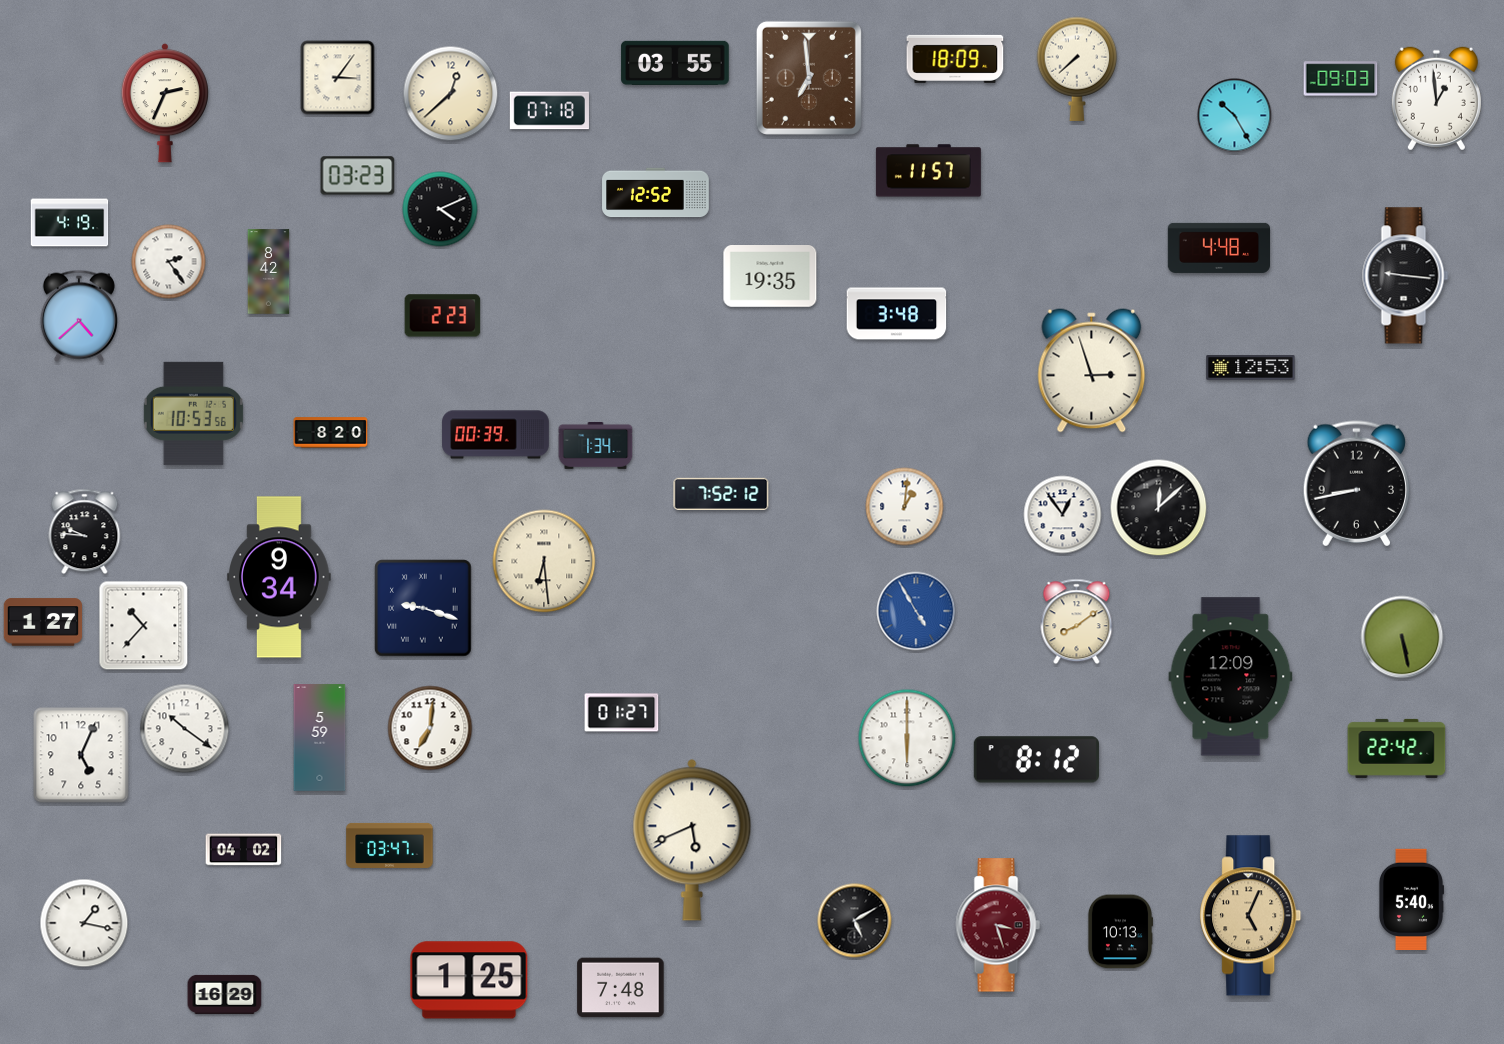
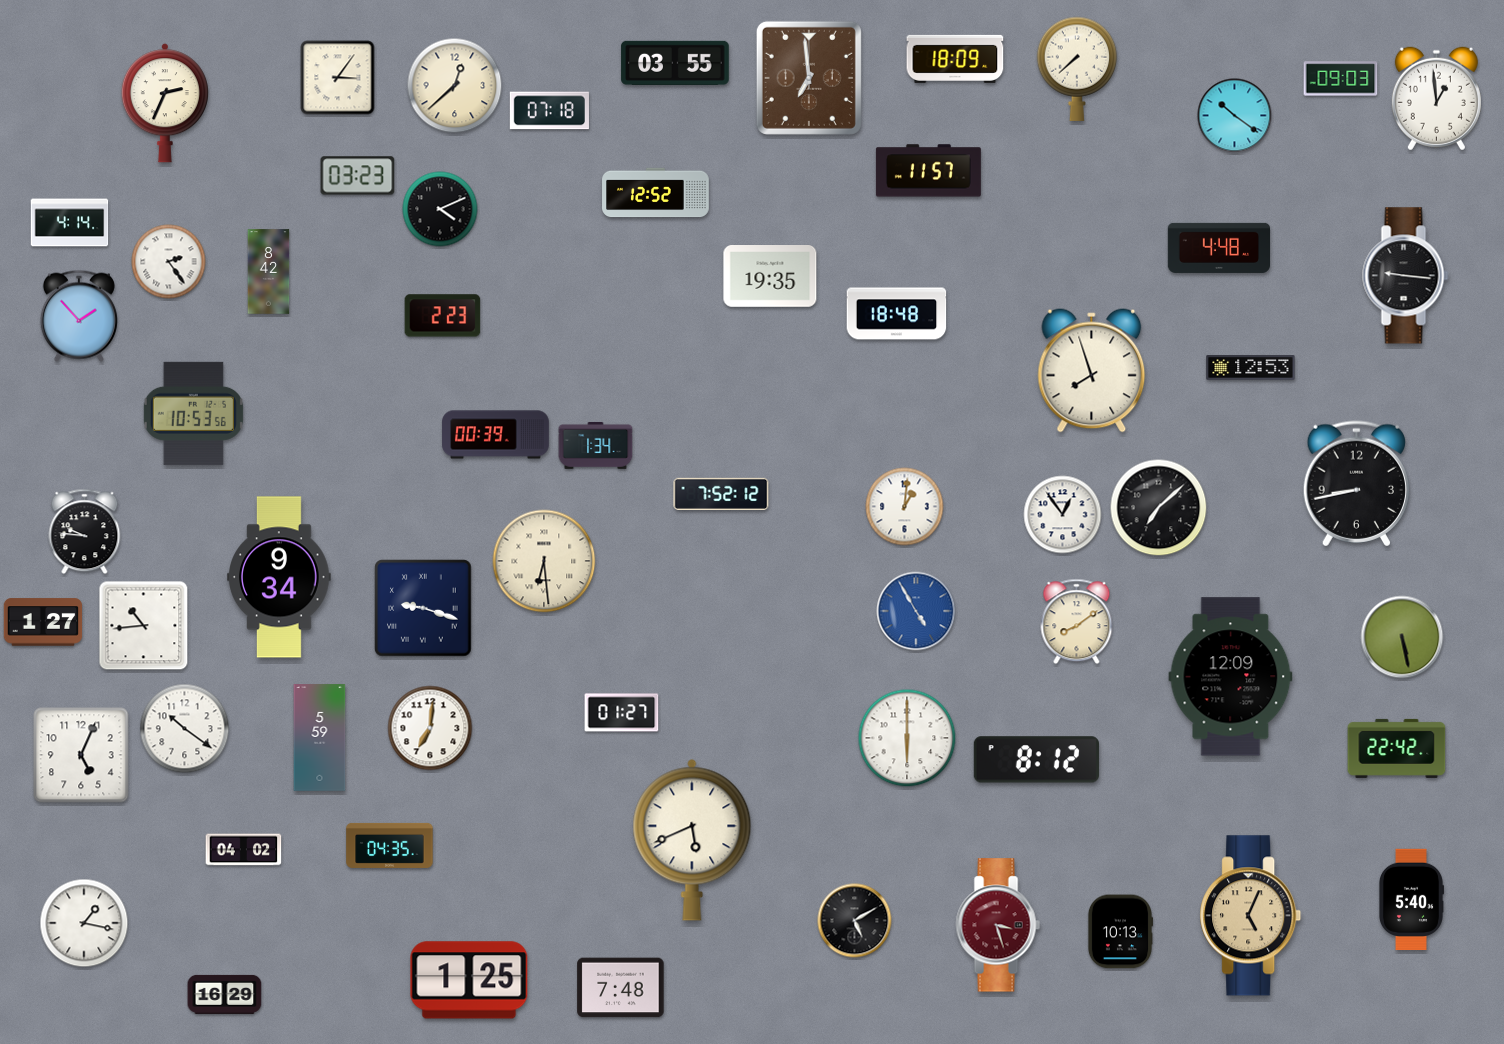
clock at (451, 94) position: (451, 94) -> (455, 86)
clock at (1235, 116): 10:25 -> 10:21
clock at (70, 223): 4:19 -> 4:14
clock at (897, 314): 3:48 -> 18:48
clock at (79, 316): 4:38 -> 1:53
clock at (1092, 371): 2:57 -> 7:57
clock at (331, 433): 8:20 -> none
clock at (1159, 508): 12:08 -> 7:08
clock at (144, 626): 10:37 -> 10:44
clock at (390, 845): 03:47 -> 04:35
